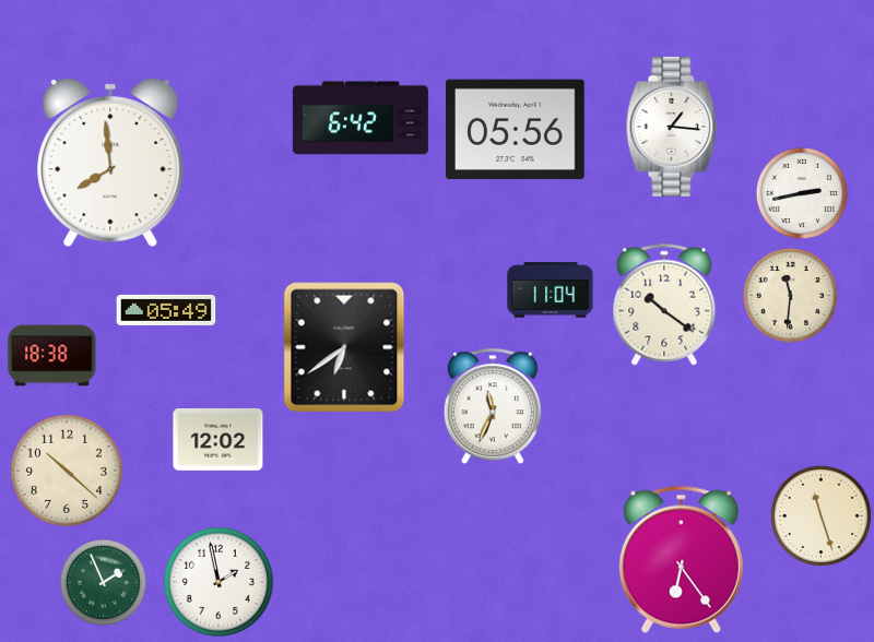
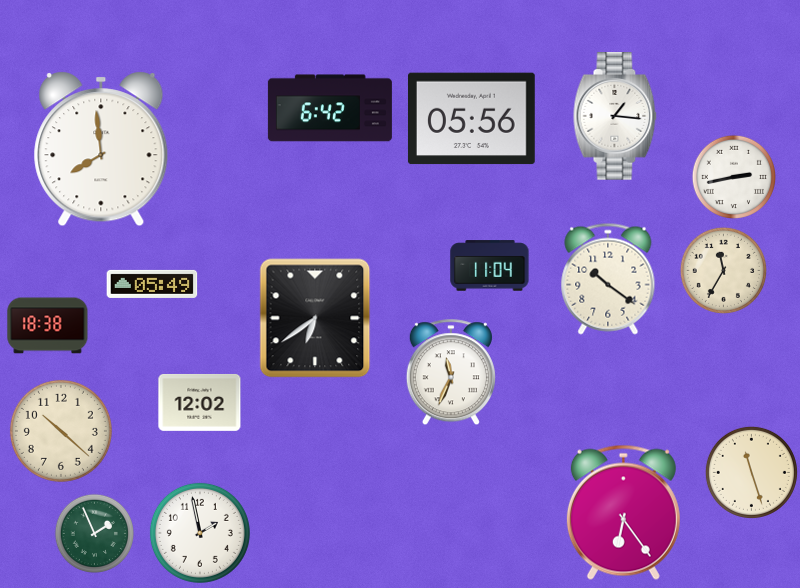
clock at (551, 290) position: (551, 290) -> (490, 266)
clock at (790, 295): 11:31 -> 11:35
